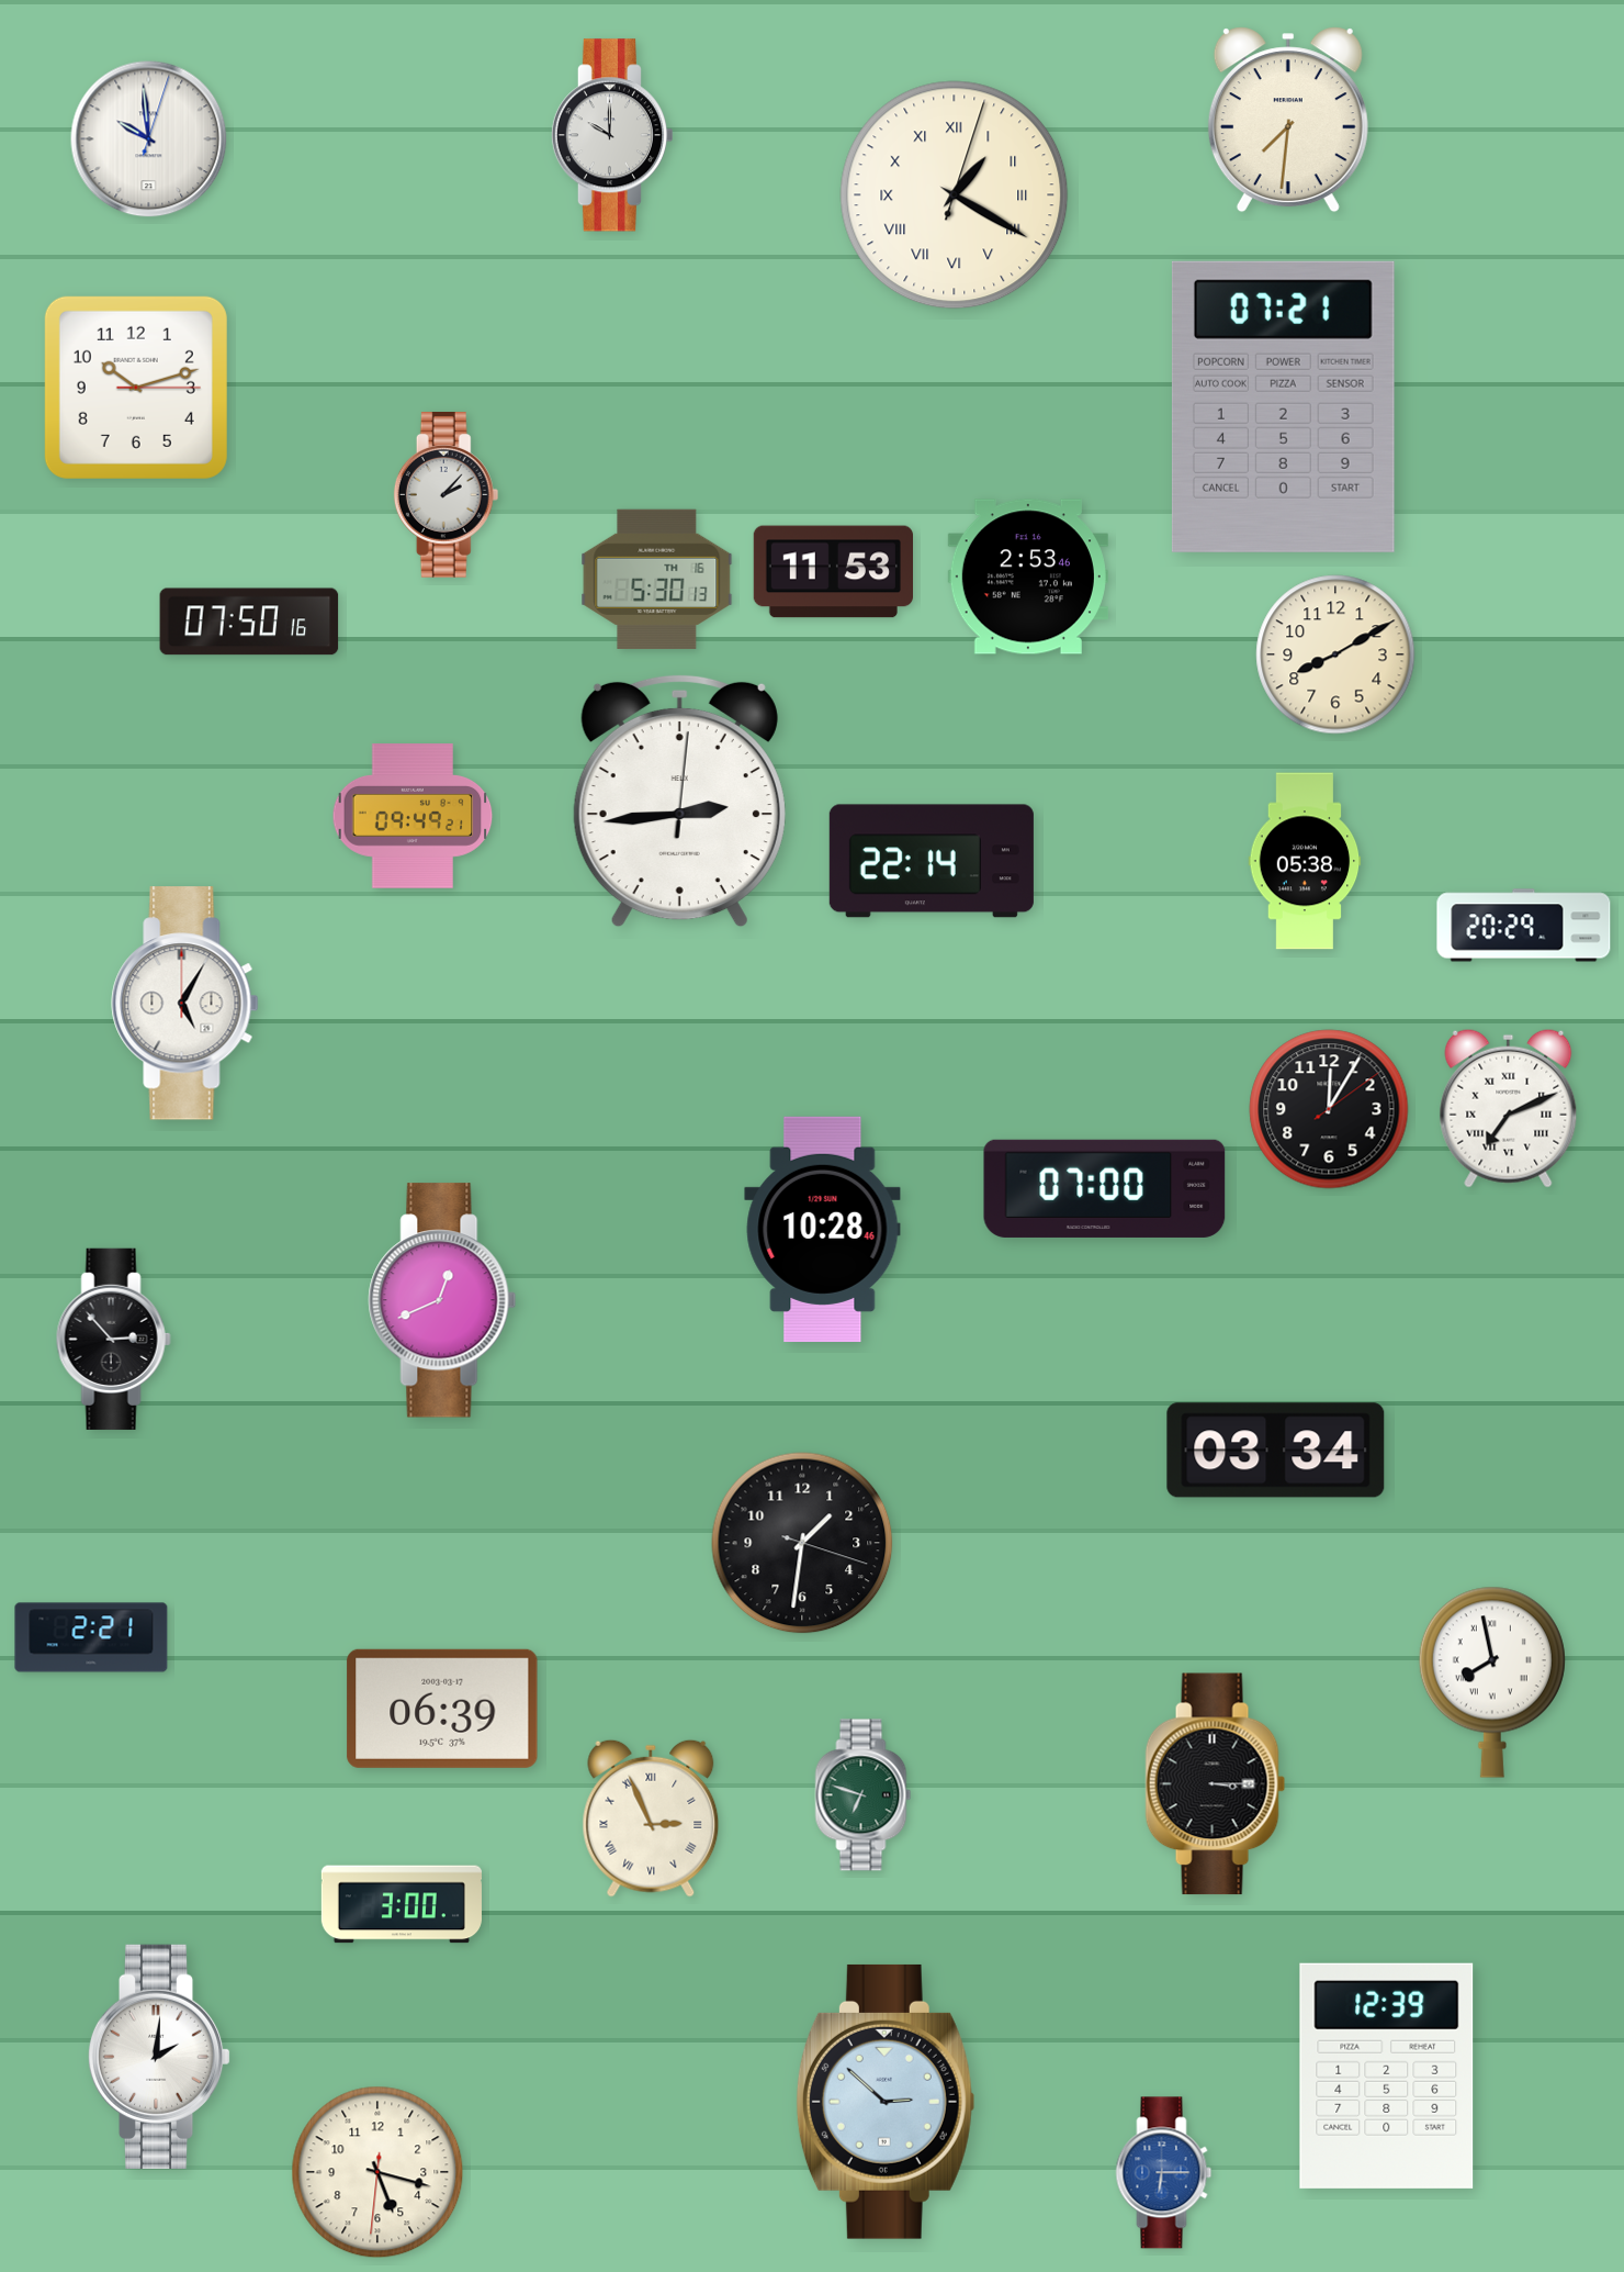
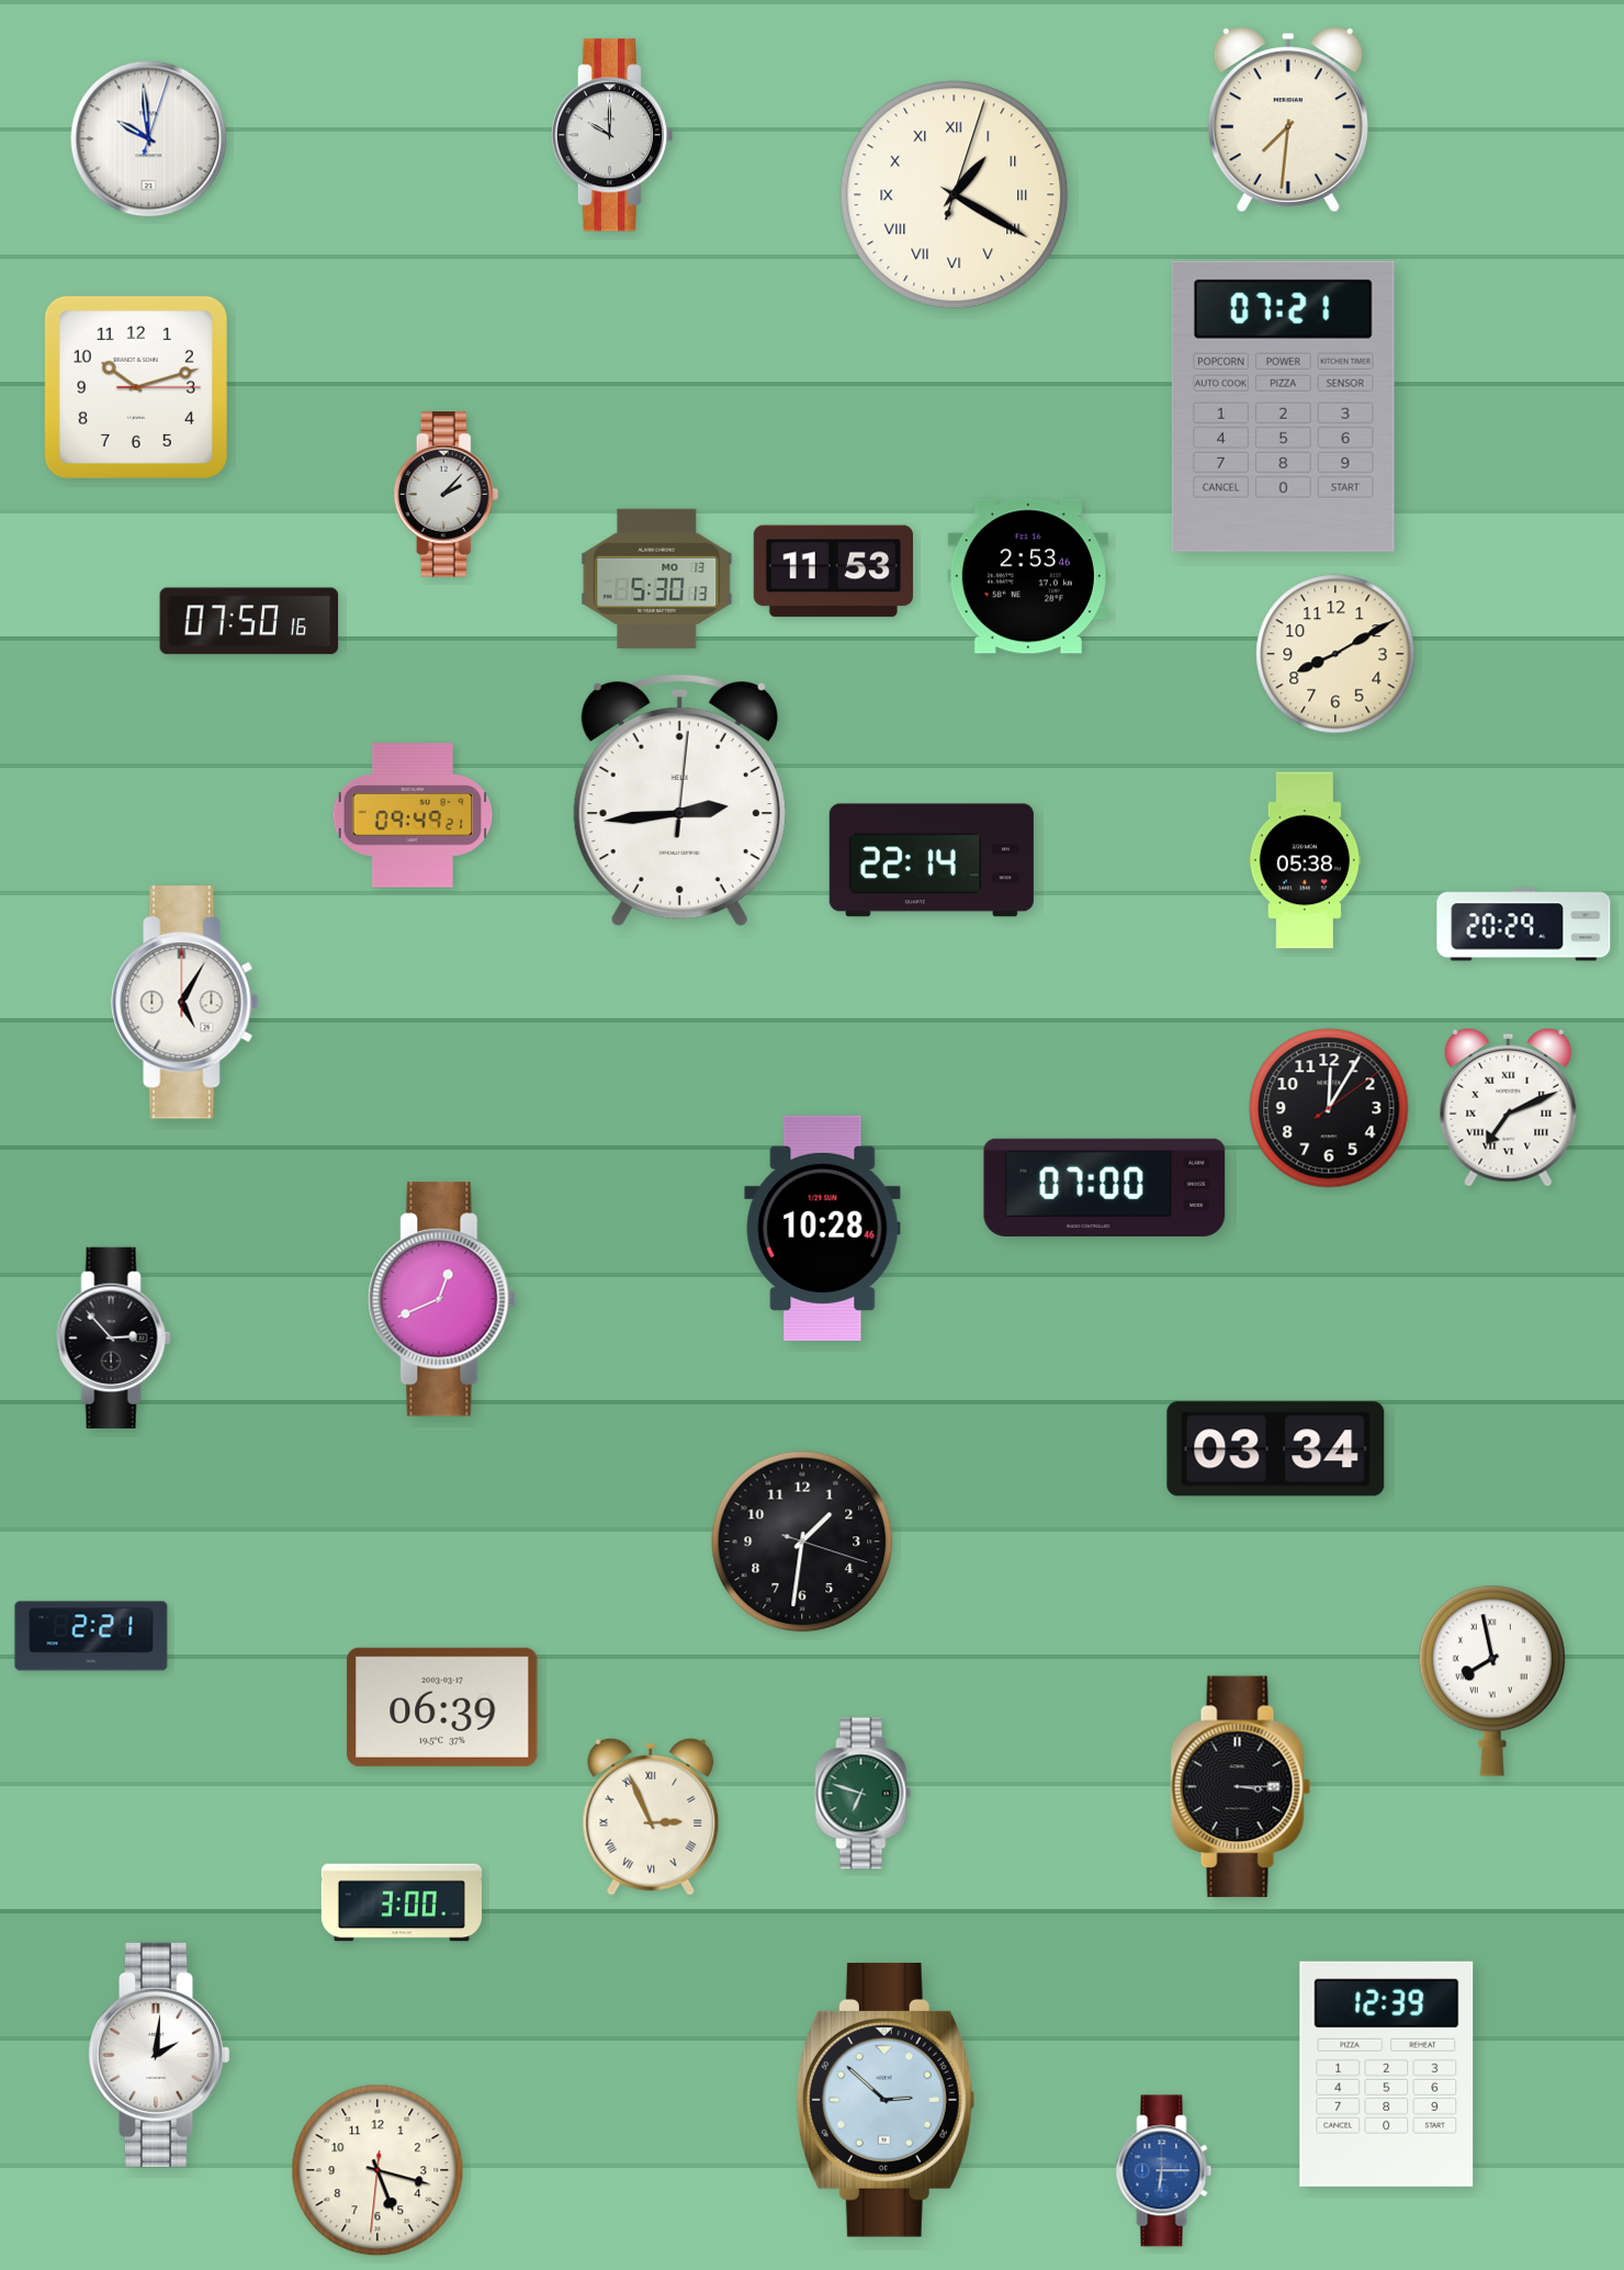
clock at (657, 579) date: TH 16 -> MO 13
clock at (1216, 1784) position: (1216, 1784) -> (1241, 1787)
